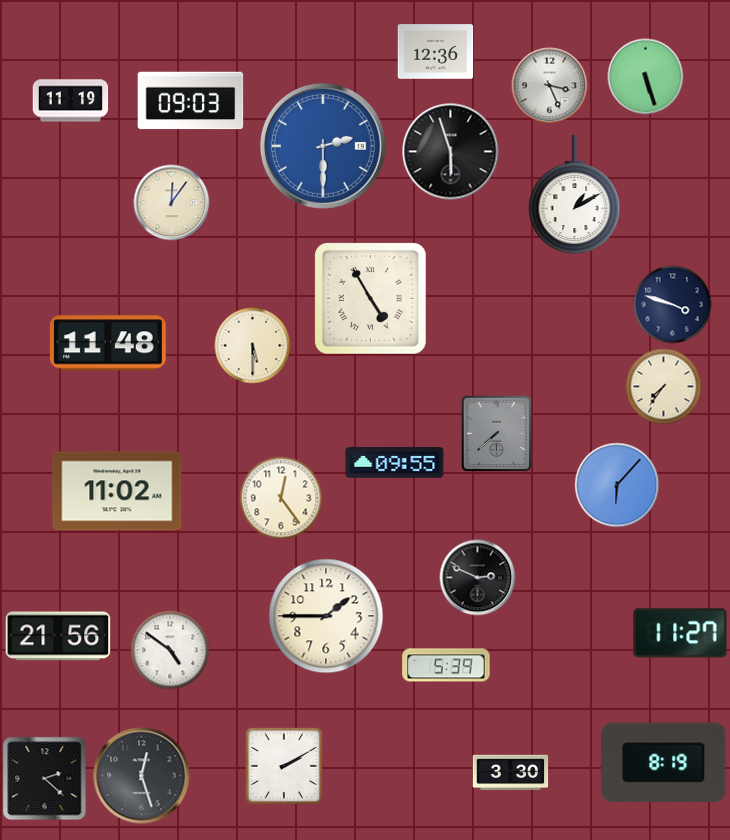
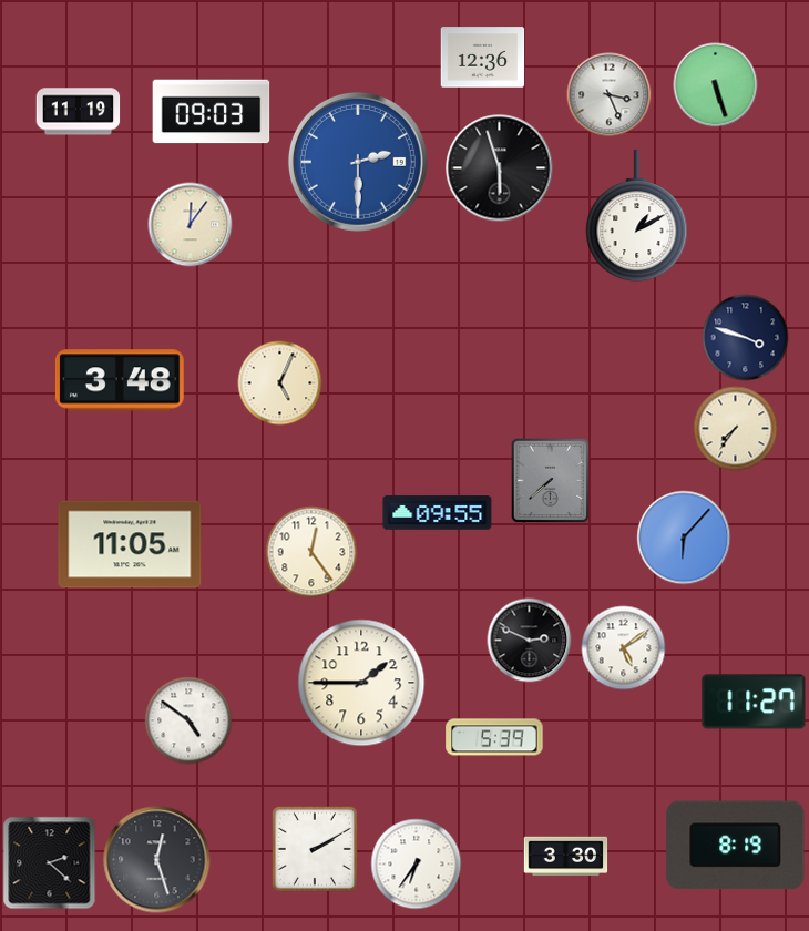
clock at (371, 299): 4:55 -> none
clock at (108, 343): 11:48 -> 3:48
clock at (253, 346): 5:30 -> 5:04
clock at (117, 491): 11:02 -> 11:05
clock at (624, 648): none -> 5:09
clock at (58, 636): 21:56 -> none
clock at (417, 864): none -> 6:36
